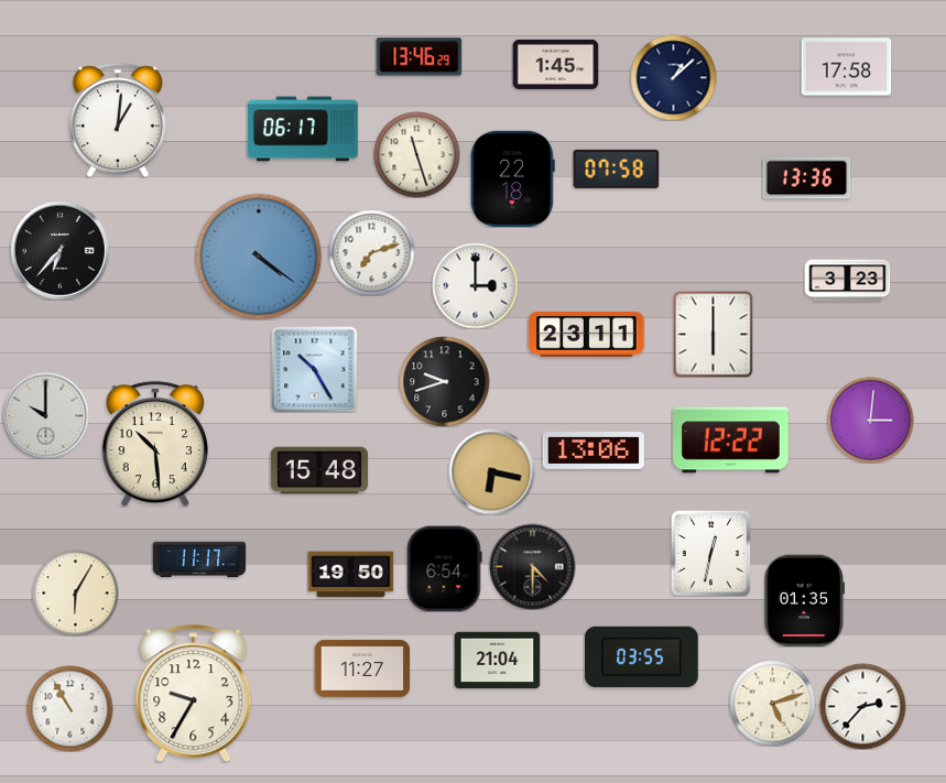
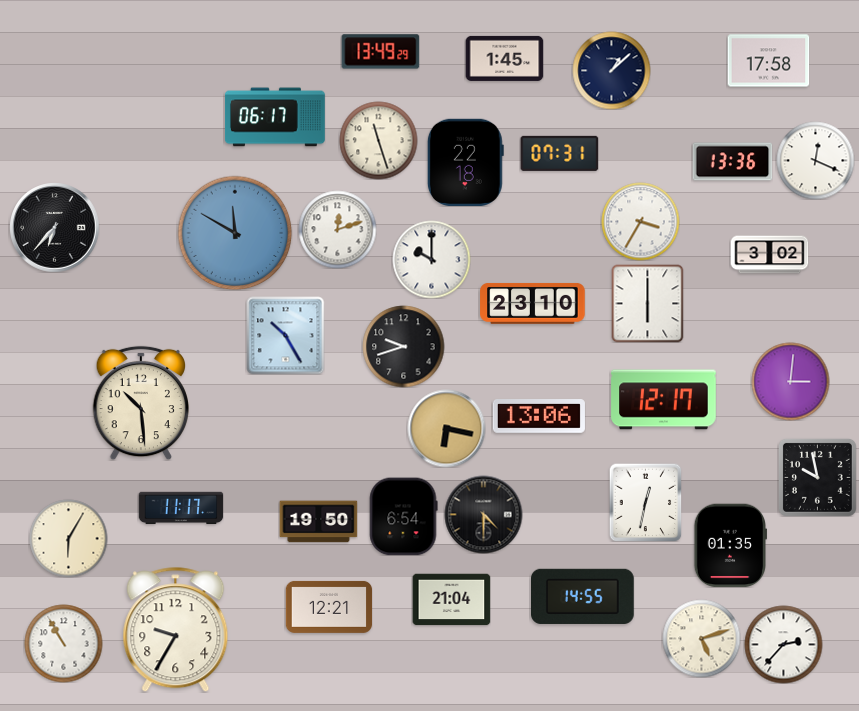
clock at (418, 57): 13:46 -> 13:49
clock at (118, 120): 1:01 -> none
clock at (616, 168): 07:58 -> 07:31
clock at (815, 160): none -> 12:19
clock at (640, 221): none -> 3:35
clock at (371, 252): 7:12 -> 12:12
clock at (259, 257): 4:21 -> 11:50
clock at (847, 281): 3:23 -> 3:02
clock at (475, 285): 3:00 -> 10:00
clock at (587, 335): 23:11 -> 23:10
clock at (45, 415): 10:00 -> none
clock at (731, 441): 12:22 -> 12:17
clock at (594, 452) position: (594, 452) -> (539, 417)
clock at (318, 470): 15:48 -> none
clock at (817, 477): none -> 9:58
clock at (642, 656): 03:55 -> 14:55
clock at (362, 668): 11:27 -> 12:21
clock at (862, 706) position: (862, 706) -> (783, 644)
